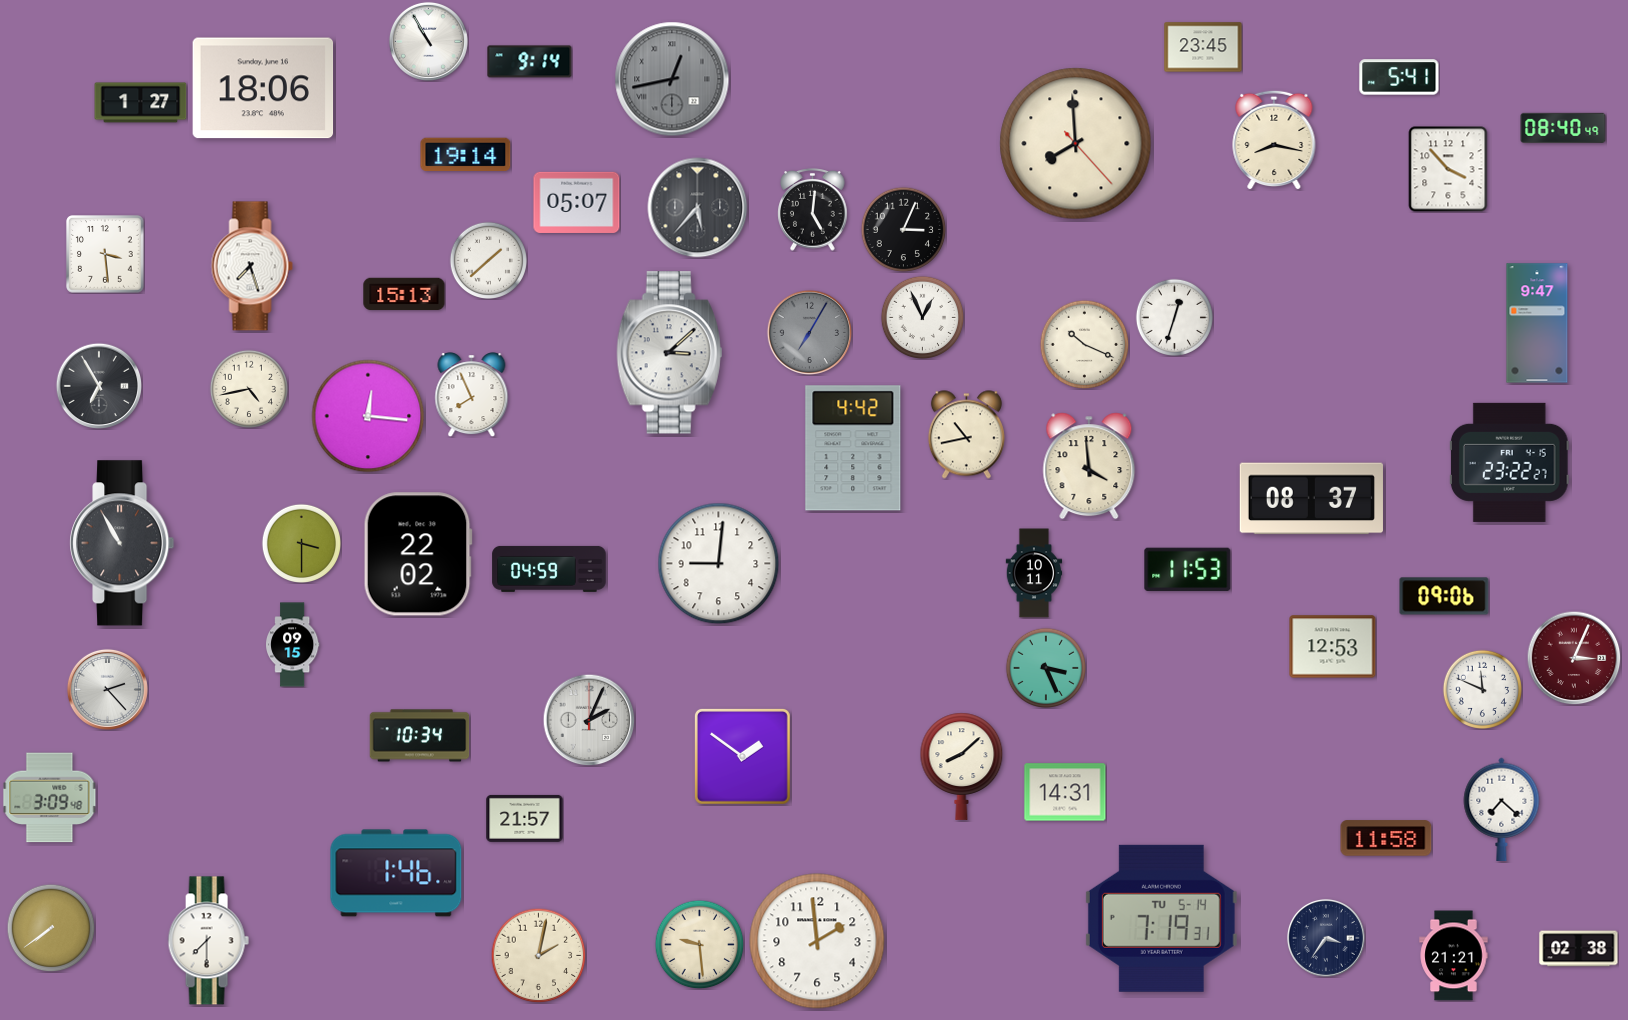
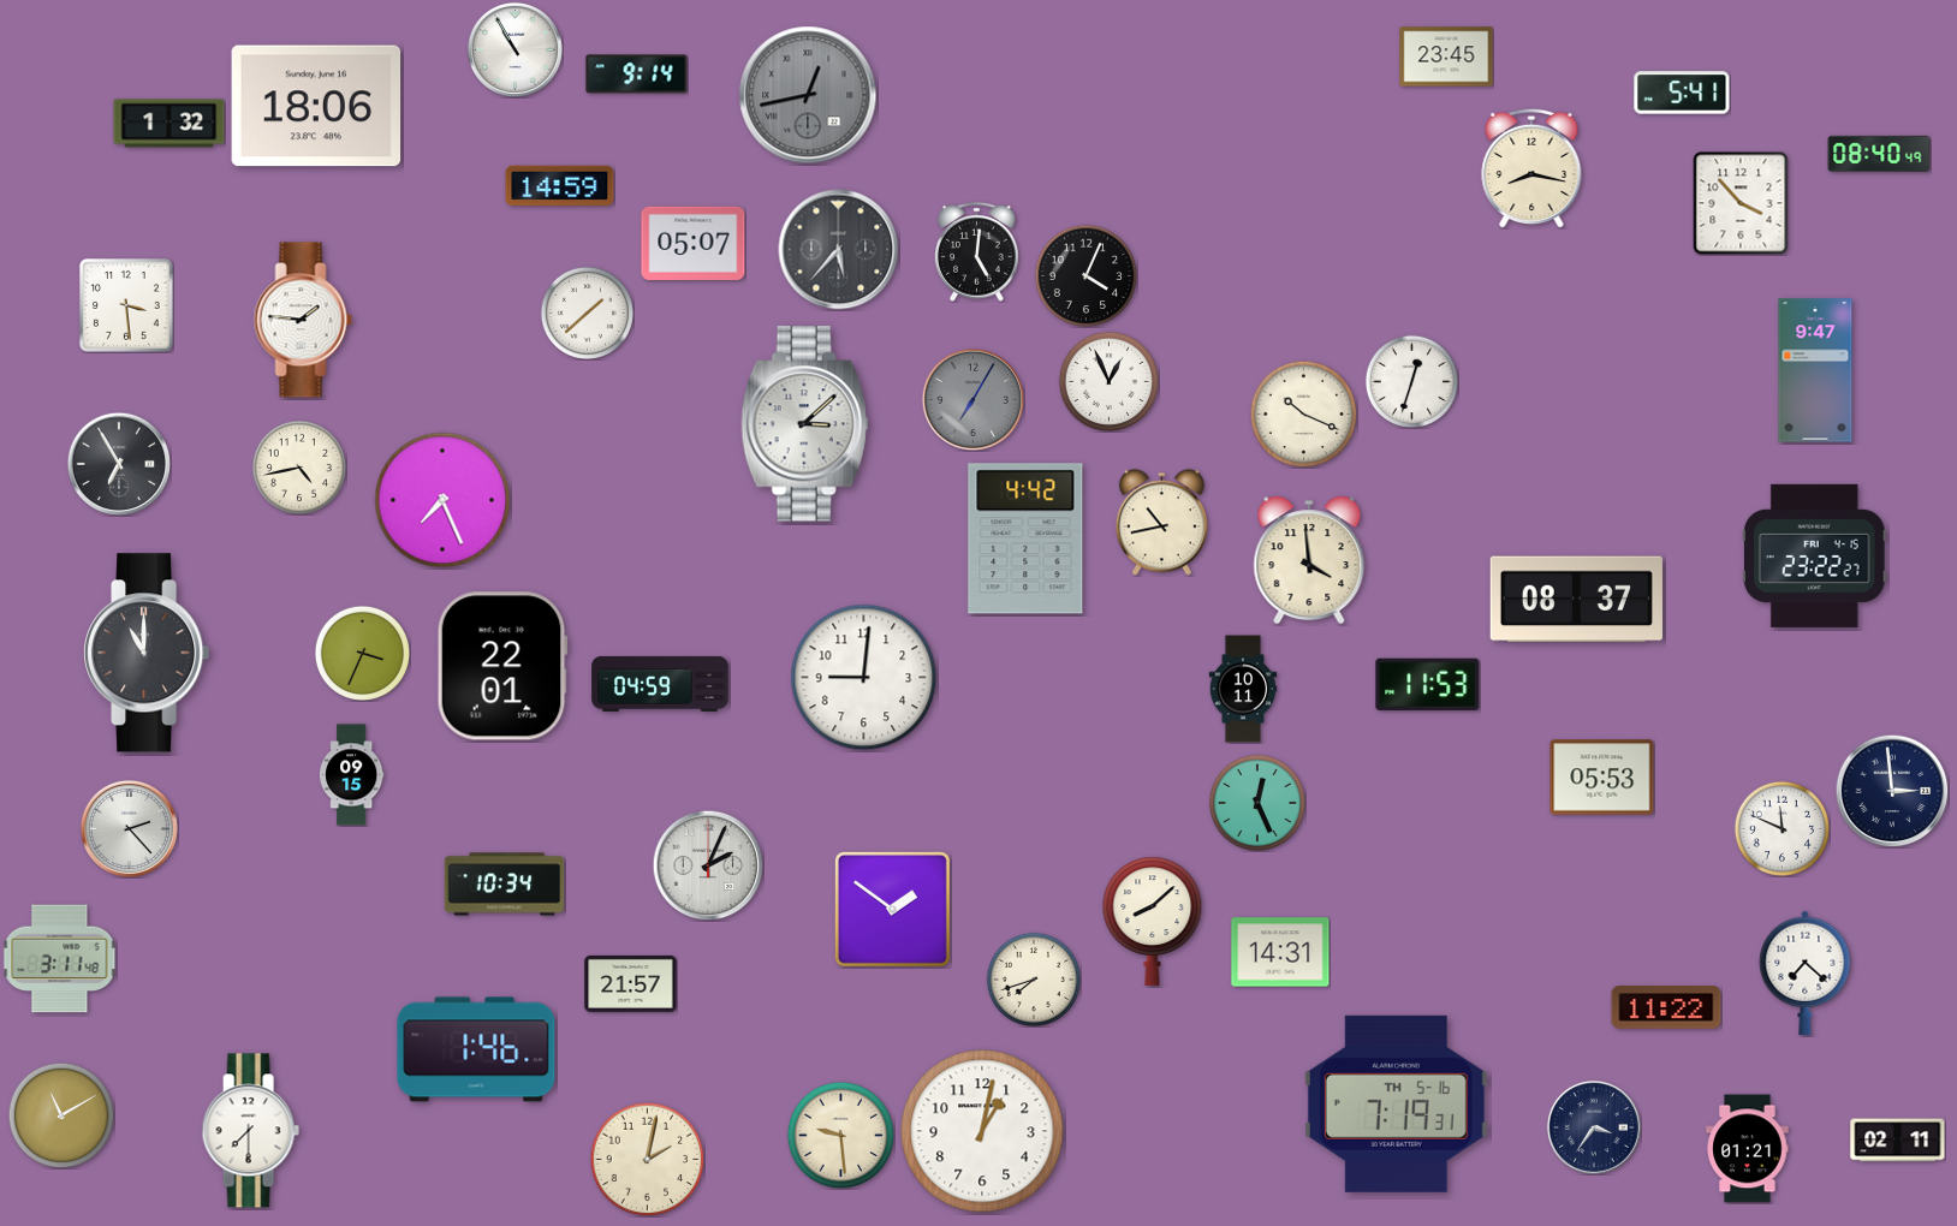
clock at (141, 103): 1:27 -> 1:32
clock at (1076, 144): 7:59 -> none
clock at (466, 155): 19:14 -> 14:59
clock at (903, 229): 3:04 -> 4:04
clock at (252, 266): 7:27 -> 1:46
clock at (404, 294): 15:13 -> none
clock at (1537, 323) position: (1537, 323) -> (1815, 370)
clock at (472, 395): 7:56 -> none
clock at (368, 416): 12:16 -> 7:26
clock at (123, 543): 10:55 -> 11:00
clock at (301, 543): 3:30 -> 3:34
clock at (418, 554): 22:02 -> 22:01
clock at (1444, 596): 09:06 -> none
clock at (1333, 647): 12:53 -> 05:53
clock at (1574, 658): 3:04 -> 2:59
clock at (1574, 658) dial: burgundy -> navy
clock at (1045, 667): 3:26 -> 12:26
clock at (962, 766) position: (962, 766) -> (1153, 921)
clock at (50, 798): 3:09 -> 3:11
clock at (1033, 978): none -> 7:42
clock at (1386, 838): 11:58 -> 11:22
clock at (1161, 918) date: TU 5-14 -> TH 5-16
clock at (51, 928): 7:39 -> 11:10
clock at (817, 941): 1:59 -> 1:02
clock at (1579, 949): 02:38 -> 02:11
clock at (538, 955) position: (538, 955) -> (647, 1159)
clock at (1454, 956): 21:21 -> 01:21
